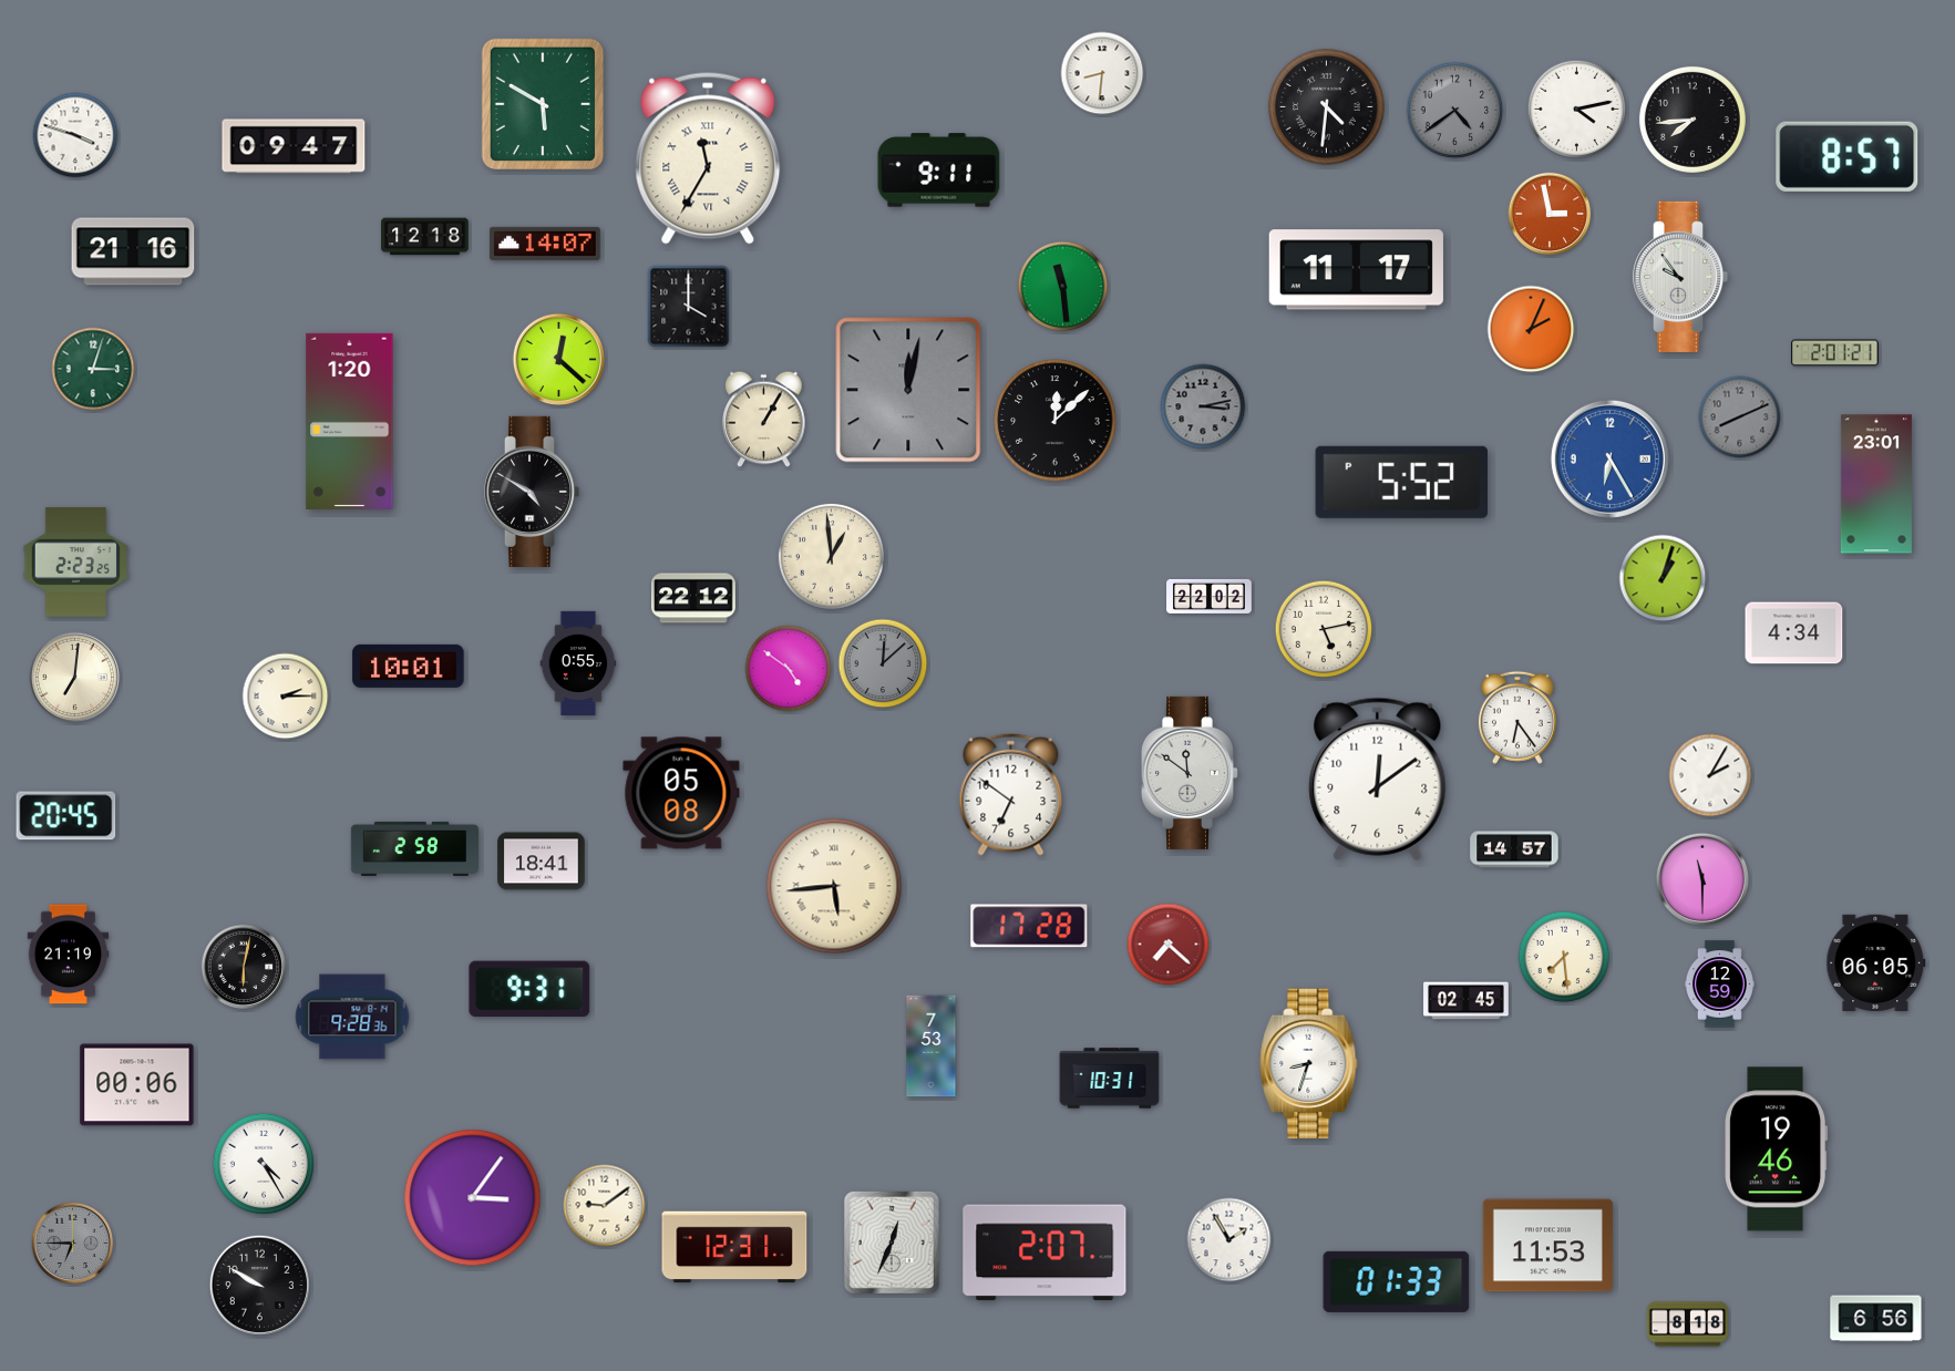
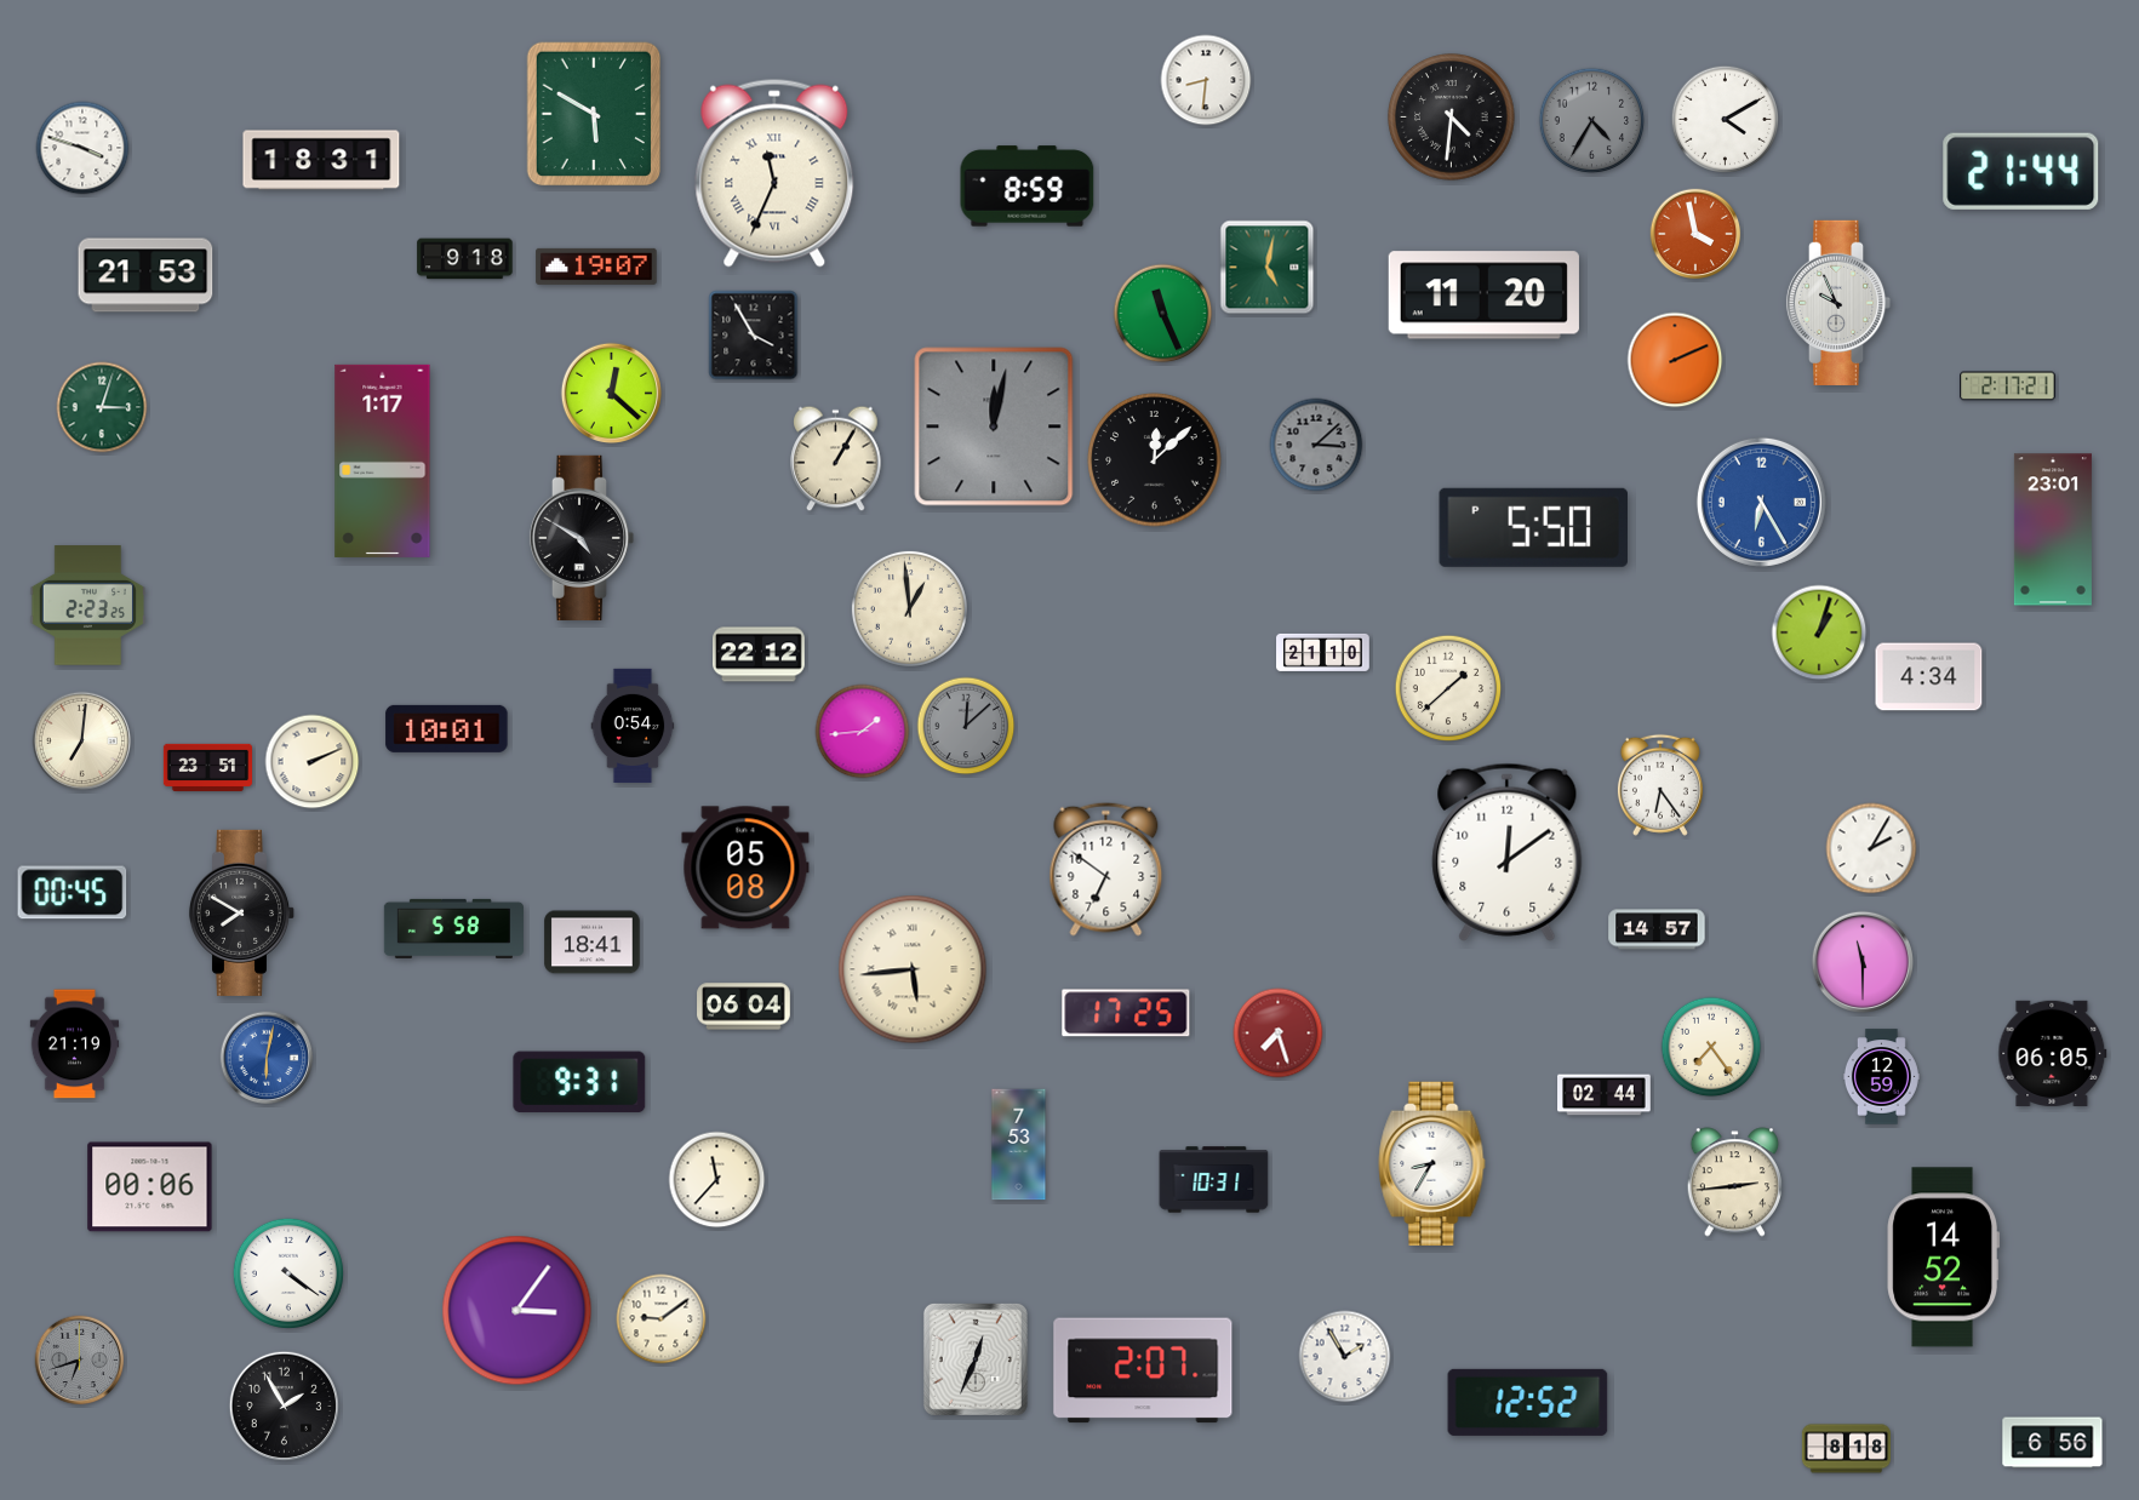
clock at (1576, 109): 4:13 -> 4:10
clock at (1455, 111): 4:39 -> 4:35
clock at (1692, 120): 7:44 -> none
clock at (294, 146): 09:47 -> 18:31
clock at (1848, 156): 8:57 -> 21:44
clock at (708, 158): 11:35 -> 11:34
clock at (939, 171): 9:11 -> 8:59
clock at (1550, 214): 2:58 -> 3:58
clock at (425, 237): 12:18 -> 9:18
clock at (545, 244): 14:07 -> 19:07
clock at (1268, 268): none -> 5:02
clock at (133, 251): 21:16 -> 21:53
clock at (1356, 270): 11:17 -> 11:20
clock at (1680, 277): 9:54 -> 9:56
clock at (1063, 287): 11:29 -> 11:26
clock at (689, 307): 4:00 -> 3:55
clock at (1531, 329): 2:04 -> 2:11
clock at (1835, 353): 2:01 -> 2:17
clock at (93, 369) position: (93, 369) -> (102, 407)
clock at (1203, 406): 3:13 -> 3:08
clock at (1740, 418): 8:11 -> none
clock at (350, 421): 1:20 -> 1:17
clock at (1401, 482): 5:52 -> 5:50
clock at (75, 563) position: (75, 563) -> (87, 606)
clock at (1210, 596): 22:02 -> 21:10
clock at (1324, 629): 5:13 -> 1:38
clock at (1794, 633) position: (1794, 633) -> (1929, 677)
clock at (578, 662): 0:55 -> 0:54
clock at (789, 669): 4:51 -> 1:44
clock at (286, 697): 2:15 -> 2:11
clock at (207, 767): none -> 23:51
clock at (1189, 773): 11:51 -> none
clock at (66, 816): 20:45 -> 00:45
clock at (242, 912): none -> 7:50
clock at (414, 848): 2:58 -> 5:58
clock at (744, 1007): none -> 06:04
clock at (1029, 926): 17:28 -> 17:25
clock at (1169, 945): 7:22 -> 7:27
clock at (1564, 957): 7:29 -> 7:24
clock at (244, 967) dial: black -> blue
clock at (1467, 1001): 02:45 -> 02:44
clock at (352, 1017): 9:28 -> none
clock at (1309, 1063): 8:33 -> 8:35
clock at (717, 1180): none -> 11:37
clock at (1734, 1183): none -> 2:44
clock at (1777, 1150): 19:46 -> 14:52
clock at (264, 1164): 4:25 -> 4:21
clock at (73, 1244): 6:45 -> 6:42
clock at (1547, 1246): 11:53 -> none
clock at (734, 1247): 12:31 -> none
clock at (1397, 1281): 01:33 -> 12:52
clock at (259, 1285): 9:50 -> 1:55
